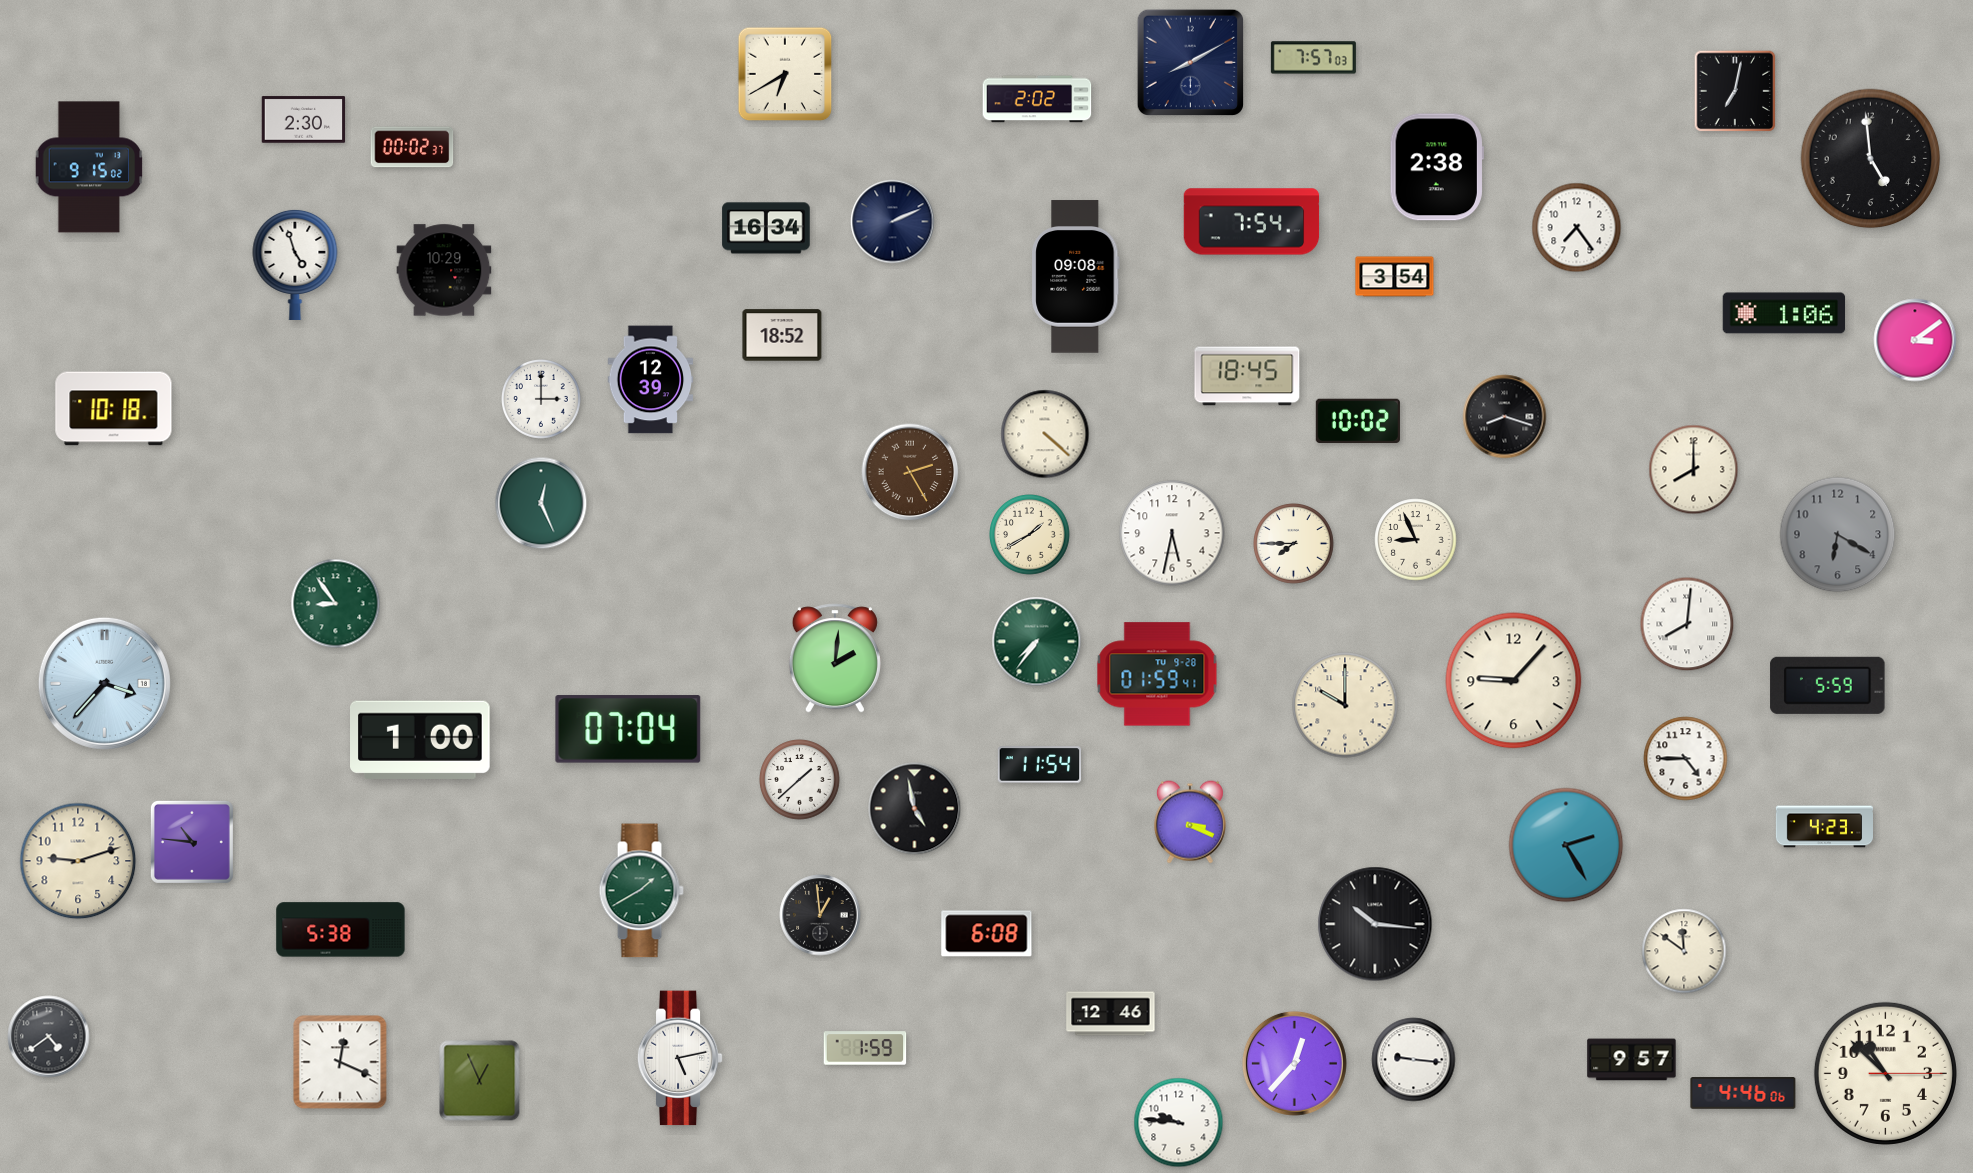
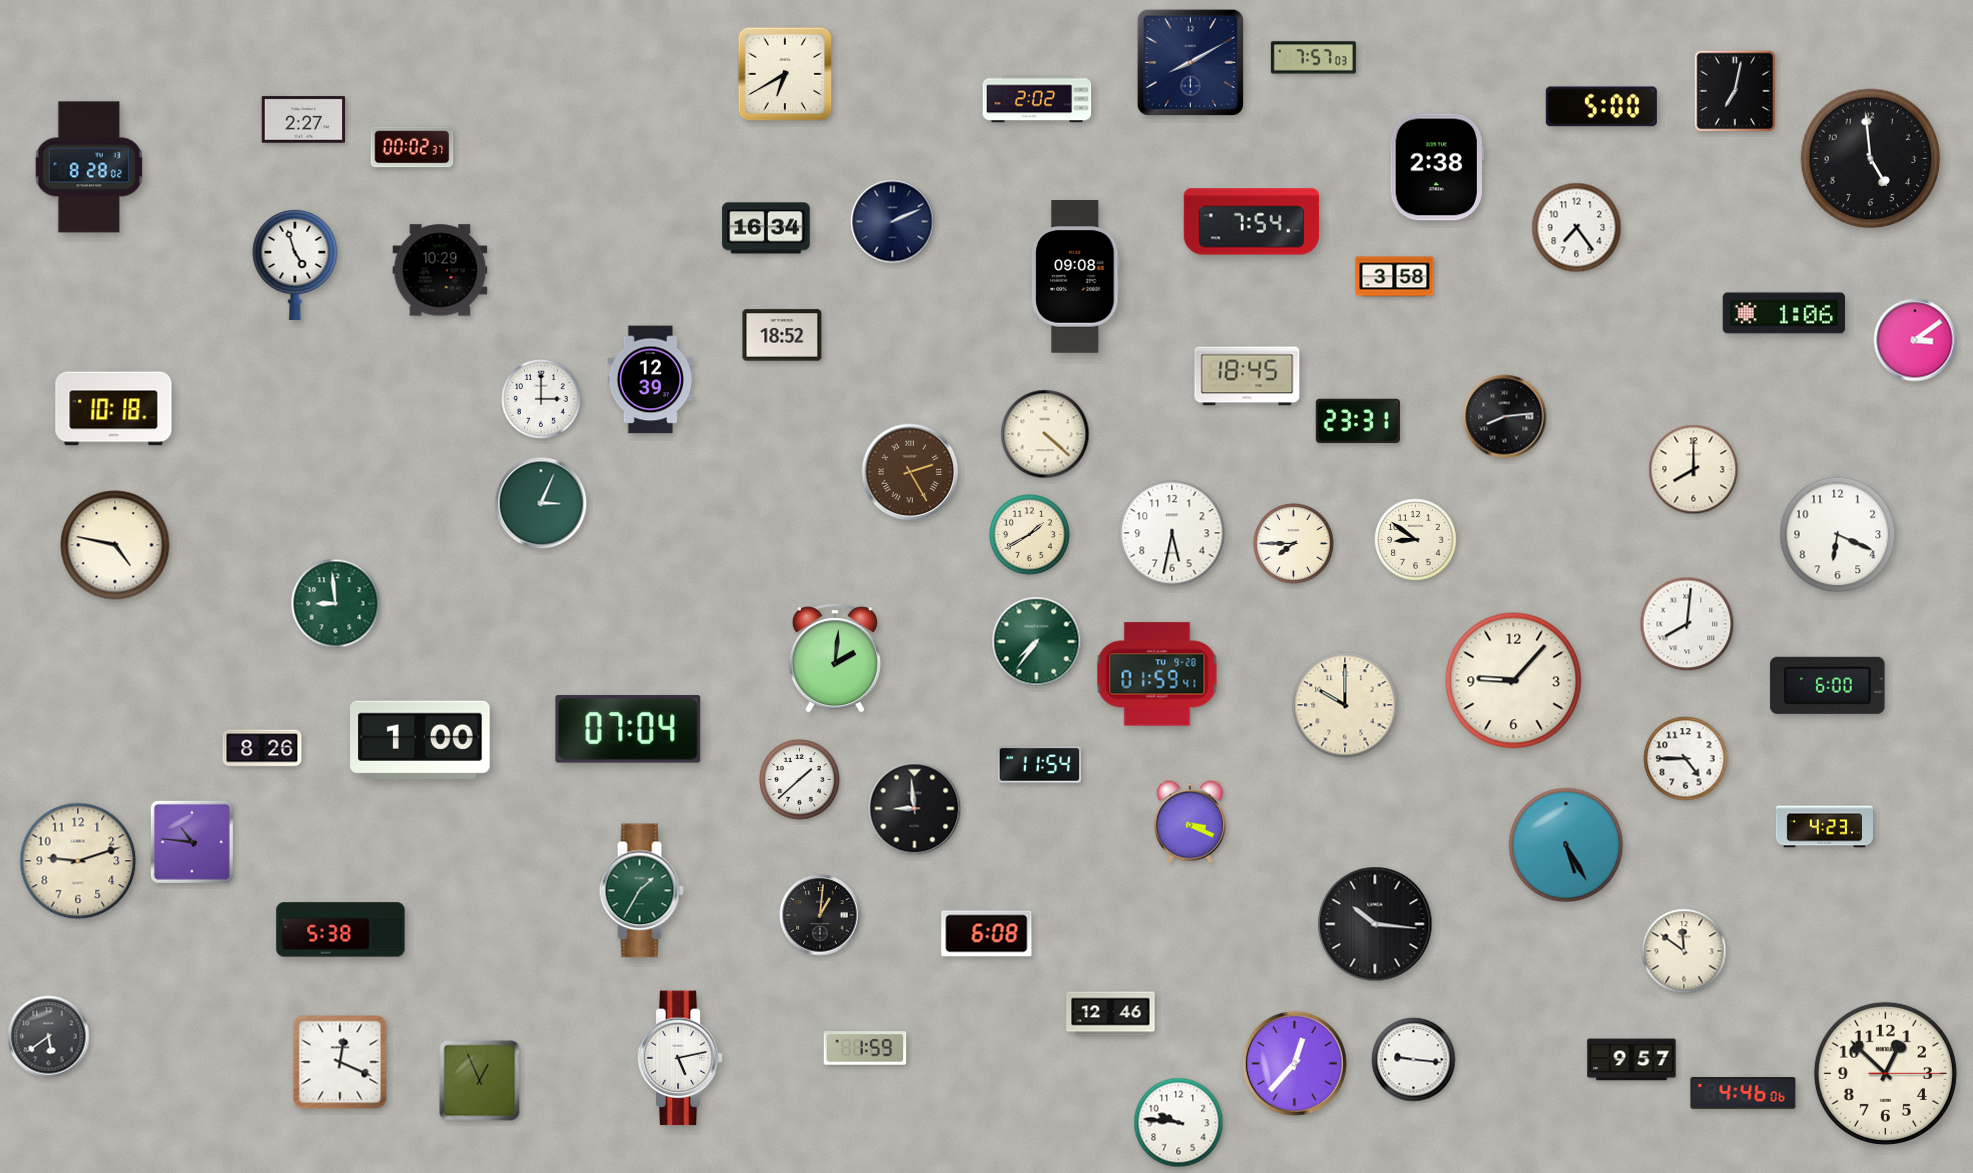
clock at (1601, 107): none -> 5:00
clock at (304, 120): 2:30 -> 2:27
clock at (89, 167): 9:15 -> 8:28
clock at (444, 270) position: (444, 270) -> (440, 270)
clock at (1395, 277): 3:54 -> 3:58
clock at (1505, 417): 8:18 -> 8:14
clock at (1358, 421): 10:02 -> 23:31
clock at (541, 503): 12:26 -> 3:04
clock at (1838, 535): 6:20 -> 6:19
clock at (1838, 535) dial: grey -> white
clock at (1416, 540): 8:56 -> 8:51
clock at (115, 545): none -> 4:47
clock at (336, 604): 8:54 -> 8:59
clock at (104, 683): 3:37 -> none
clock at (1828, 685): 5:59 -> 6:00
clock at (262, 748): none -> 8:26
clock at (915, 809): 4:58 -> 8:59
clock at (1566, 845): 2:25 -> 5:25
clock at (641, 891): 1:40 -> 1:35
clock at (820, 915): 12:59 -> 1:01
clock at (49, 1037): 4:39 -> 5:39
clock at (1885, 1073): 10:52 -> 12:52
